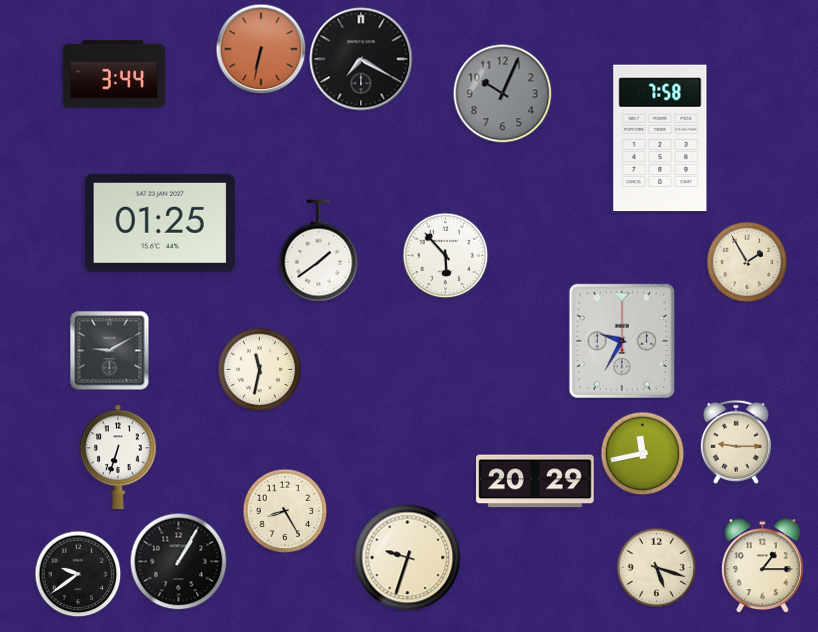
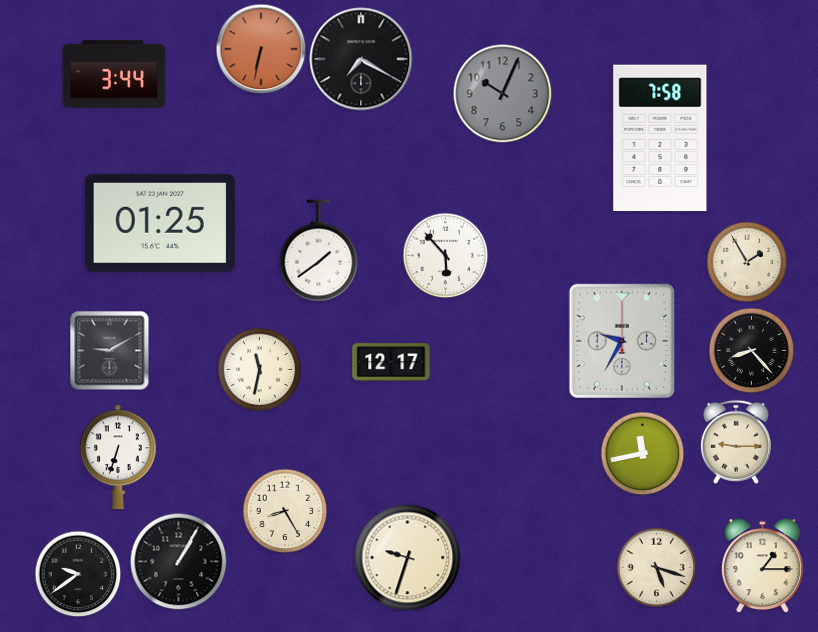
clock at (751, 350): none -> 8:23
clock at (391, 362): none -> 12:17
clock at (535, 481): 20:29 -> none
